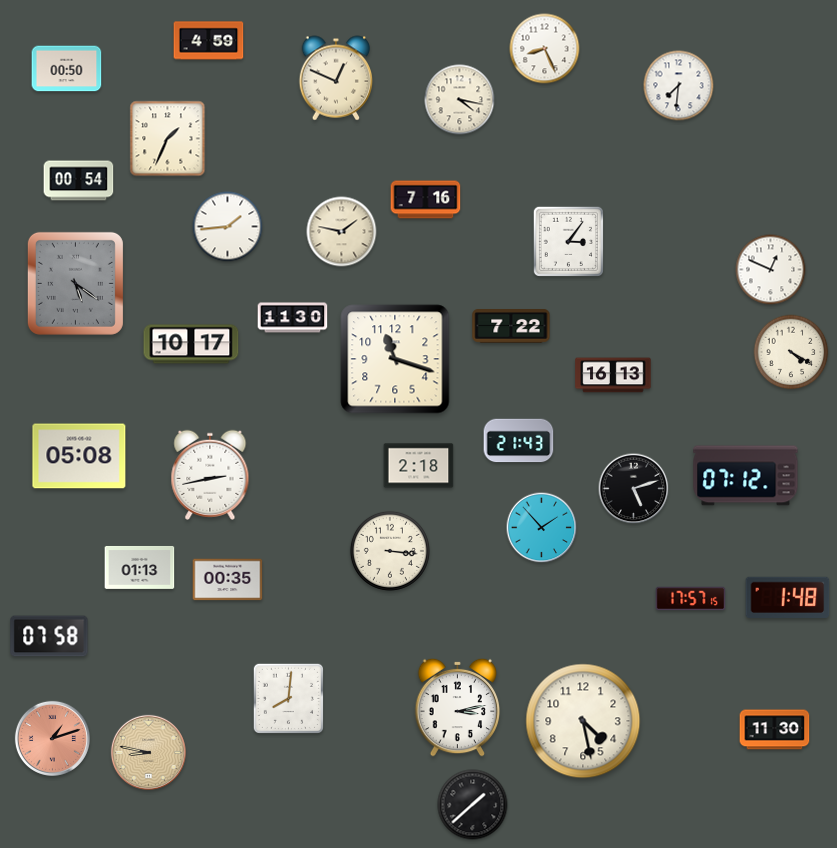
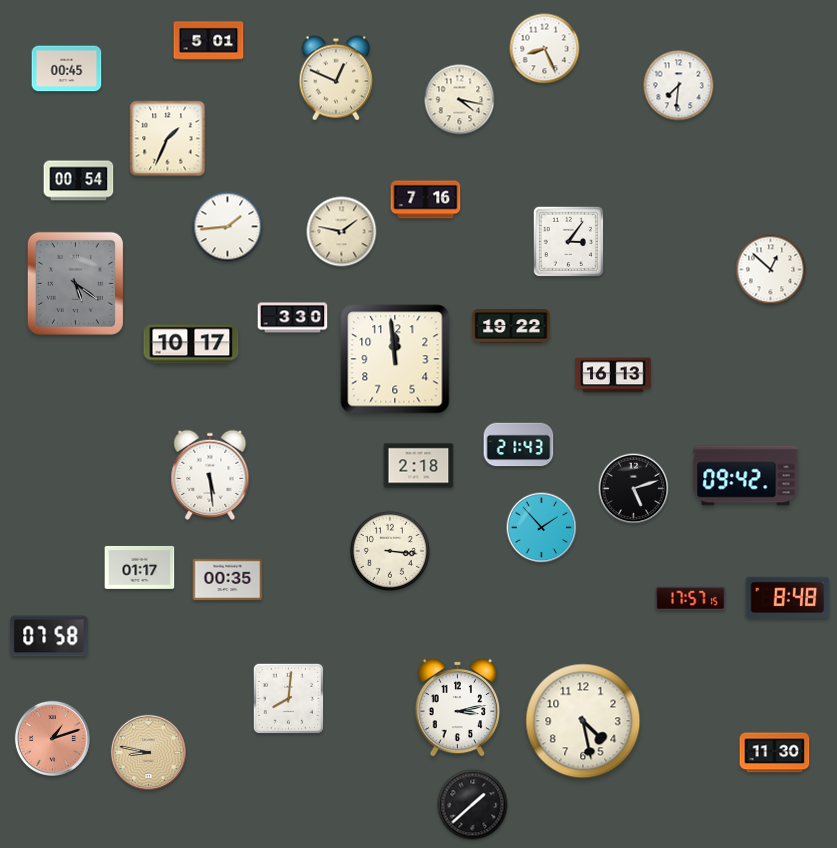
clock at (209, 41): 4:59 -> 5:01
clock at (67, 69): 00:50 -> 00:45
clock at (771, 270): 12:49 -> 12:52
clock at (293, 318): 11:30 -> 3:30
clock at (511, 327): 7:22 -> 19:22
clock at (791, 352): 4:20 -> none
clock at (395, 359): 11:18 -> 11:59
clock at (519, 441) position: (519, 441) -> (519, 445)
clock at (79, 456): 05:08 -> none
clock at (210, 475): 2:43 -> 5:29
clock at (746, 476): 07:12 -> 09:42
clock at (140, 567): 01:13 -> 01:17
clock at (788, 597): 1:48 -> 8:48
clock at (775, 730) position: (775, 730) -> (775, 753)
